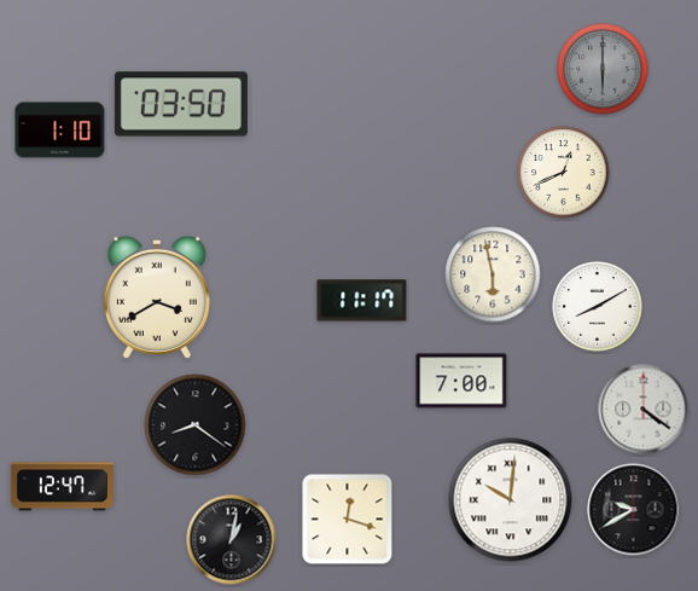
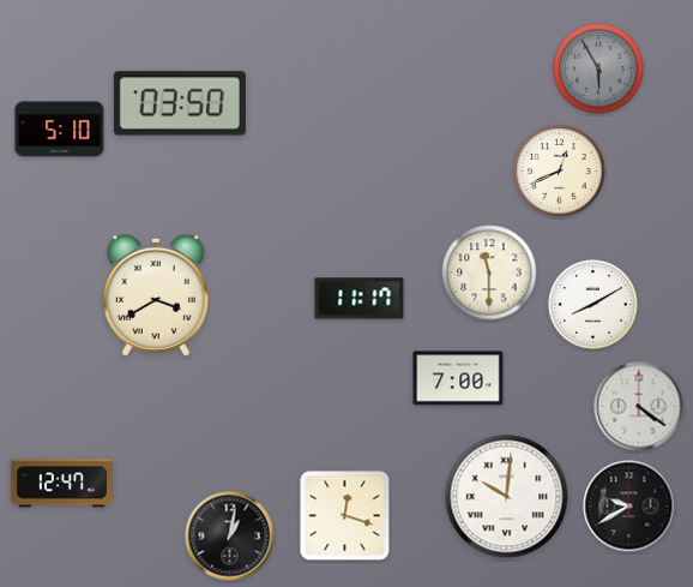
clock at (603, 69): 6:00 -> 5:55
clock at (60, 131): 1:10 -> 5:10
clock at (493, 274): 5:58 -> 11:30
clock at (196, 425): 8:21 -> none
